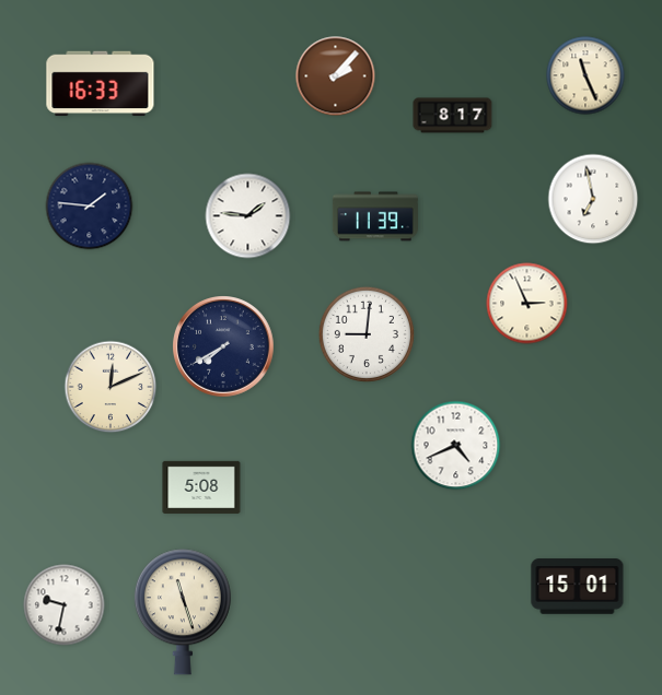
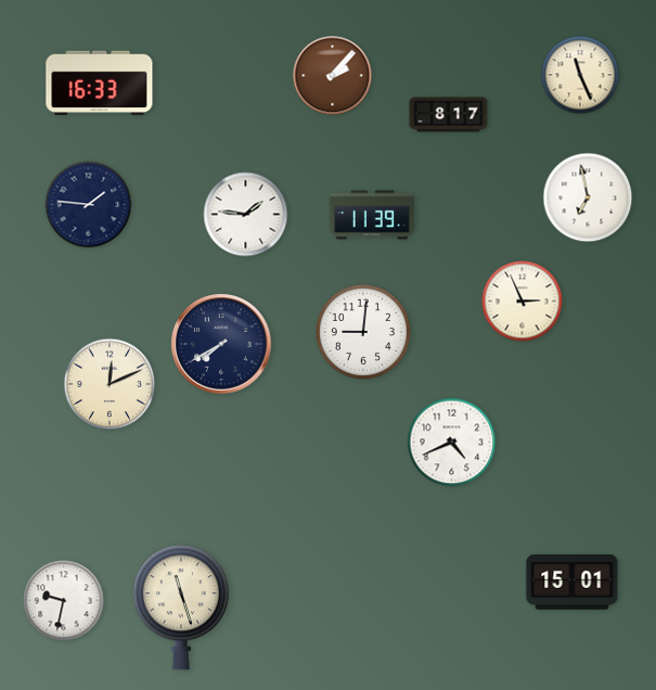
clock at (201, 487): 5:08 -> none
